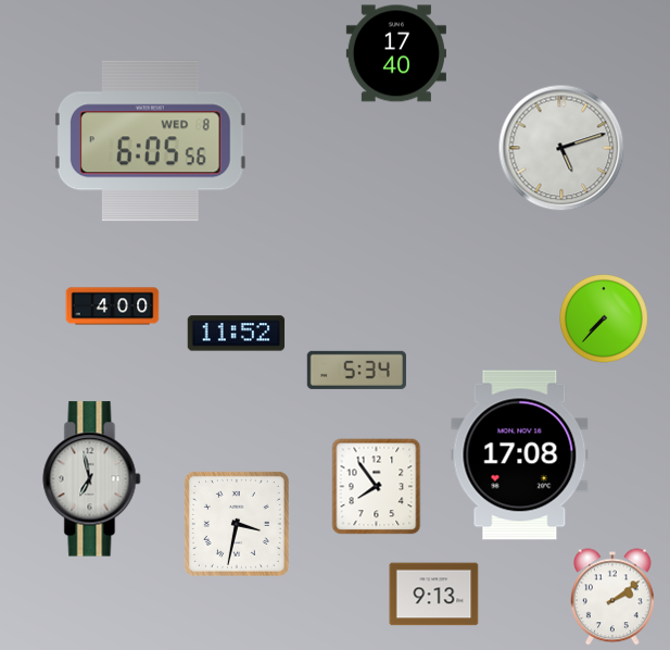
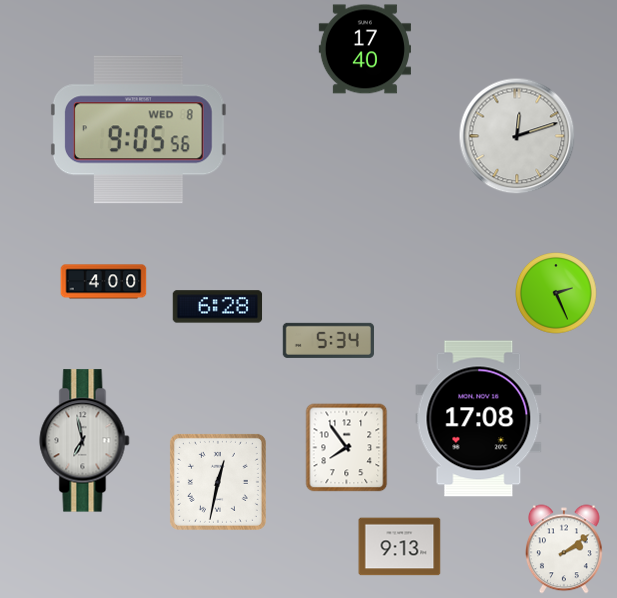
clock at (150, 141): 6:05 -> 9:05
clock at (561, 148): 5:12 -> 12:12
clock at (604, 318): 7:37 -> 2:26
clock at (237, 334): 11:52 -> 6:28
clock at (237, 524): 3:32 -> 12:32
